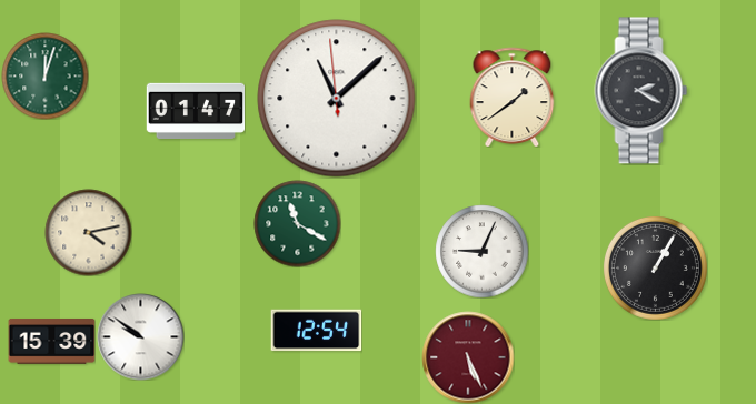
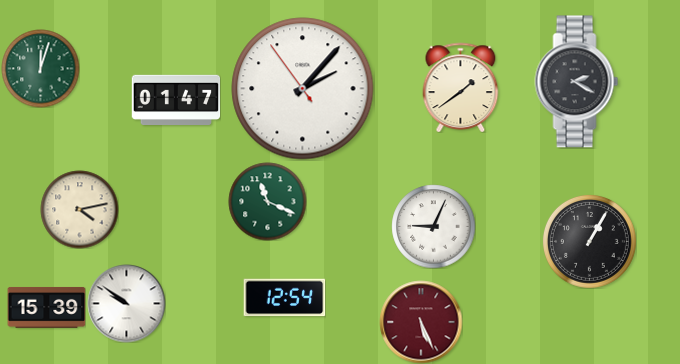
clock at (337, 99): 11:07 -> 2:06
clock at (297, 223): 11:20 -> 11:19
